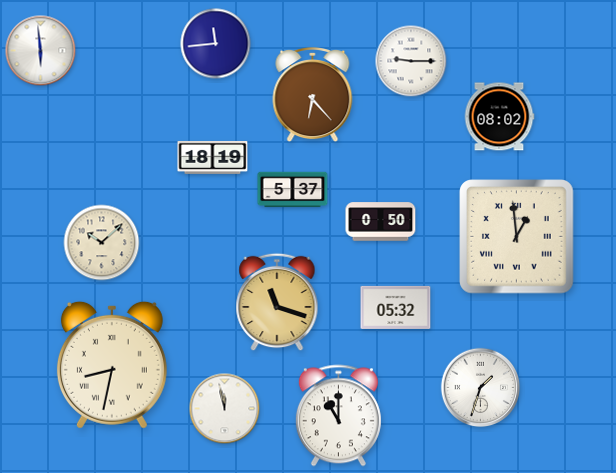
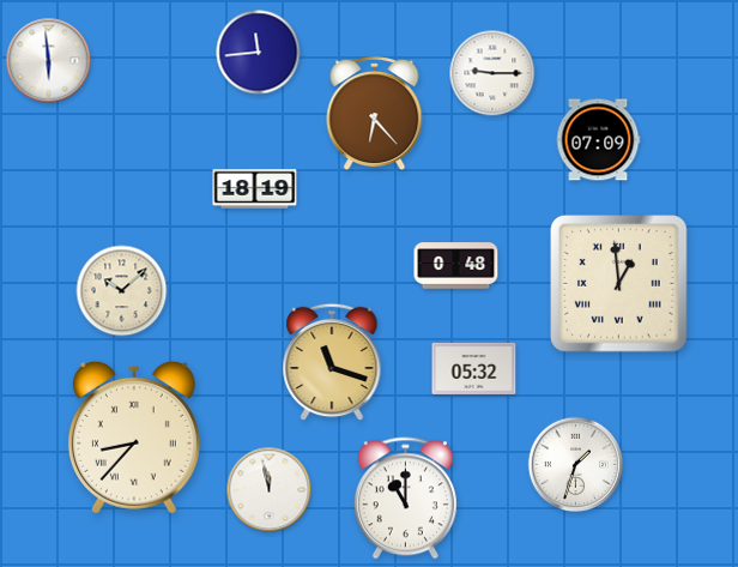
clock at (499, 117): 08:02 -> 07:09
clock at (293, 190): 5:37 -> none
clock at (381, 222): 0:50 -> 0:48
clock at (112, 365): 8:32 -> 8:37
